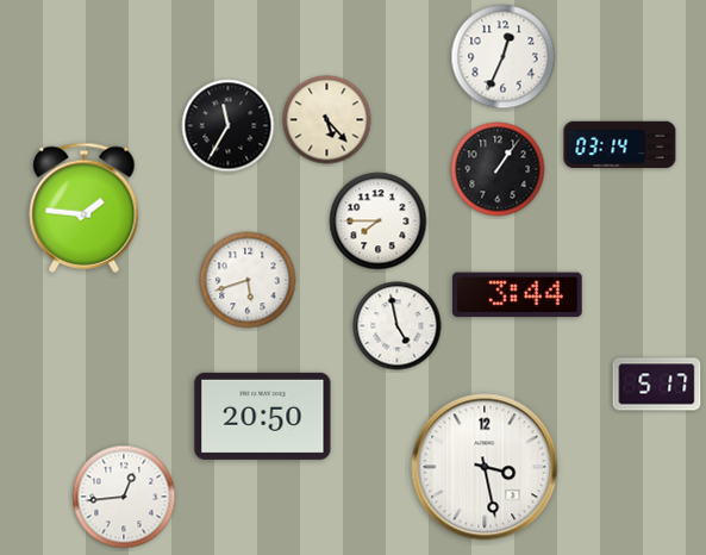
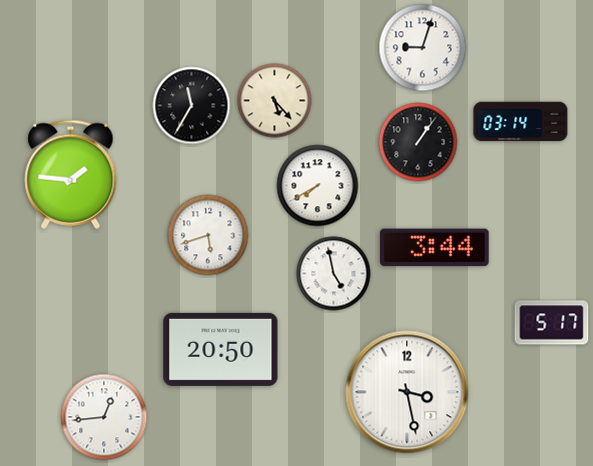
clock at (504, 57): 12:34 -> 9:03
clock at (379, 222): 7:45 -> 7:40
